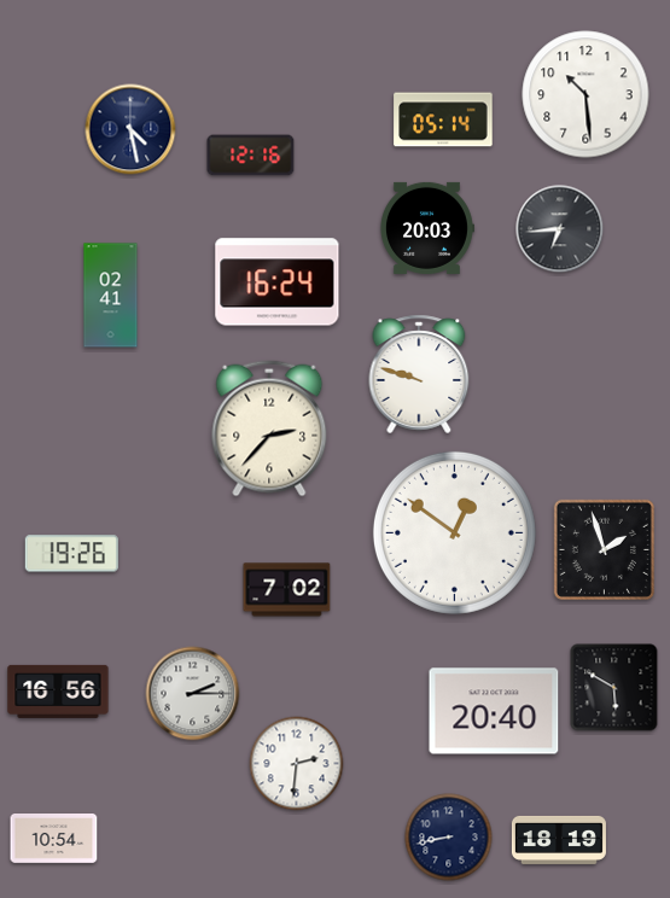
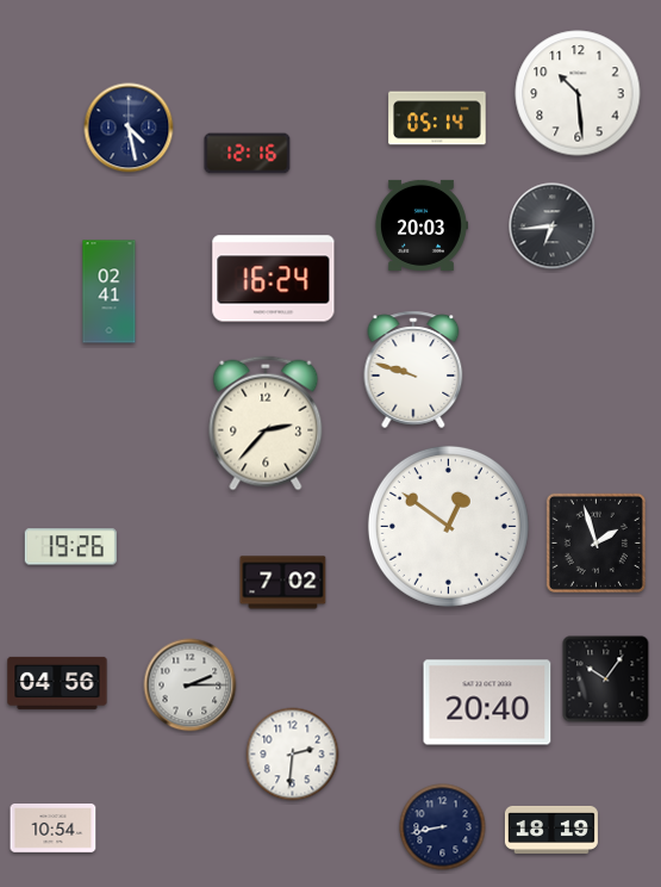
clock at (614, 688): 5:50 -> 10:06
clock at (58, 692): 16:56 -> 04:56
